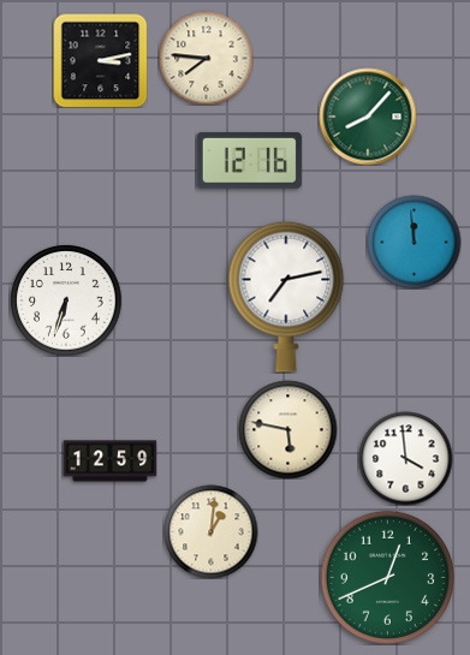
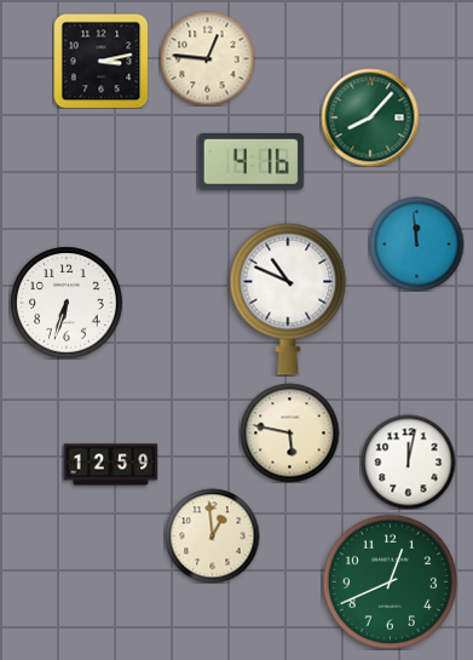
clock at (206, 58): 7:46 -> 12:46
clock at (249, 160): 12:16 -> 4:16
clock at (286, 297): 7:13 -> 10:49
clock at (405, 458): 3:59 -> 12:02
clock at (210, 531): 1:01 -> 12:59
